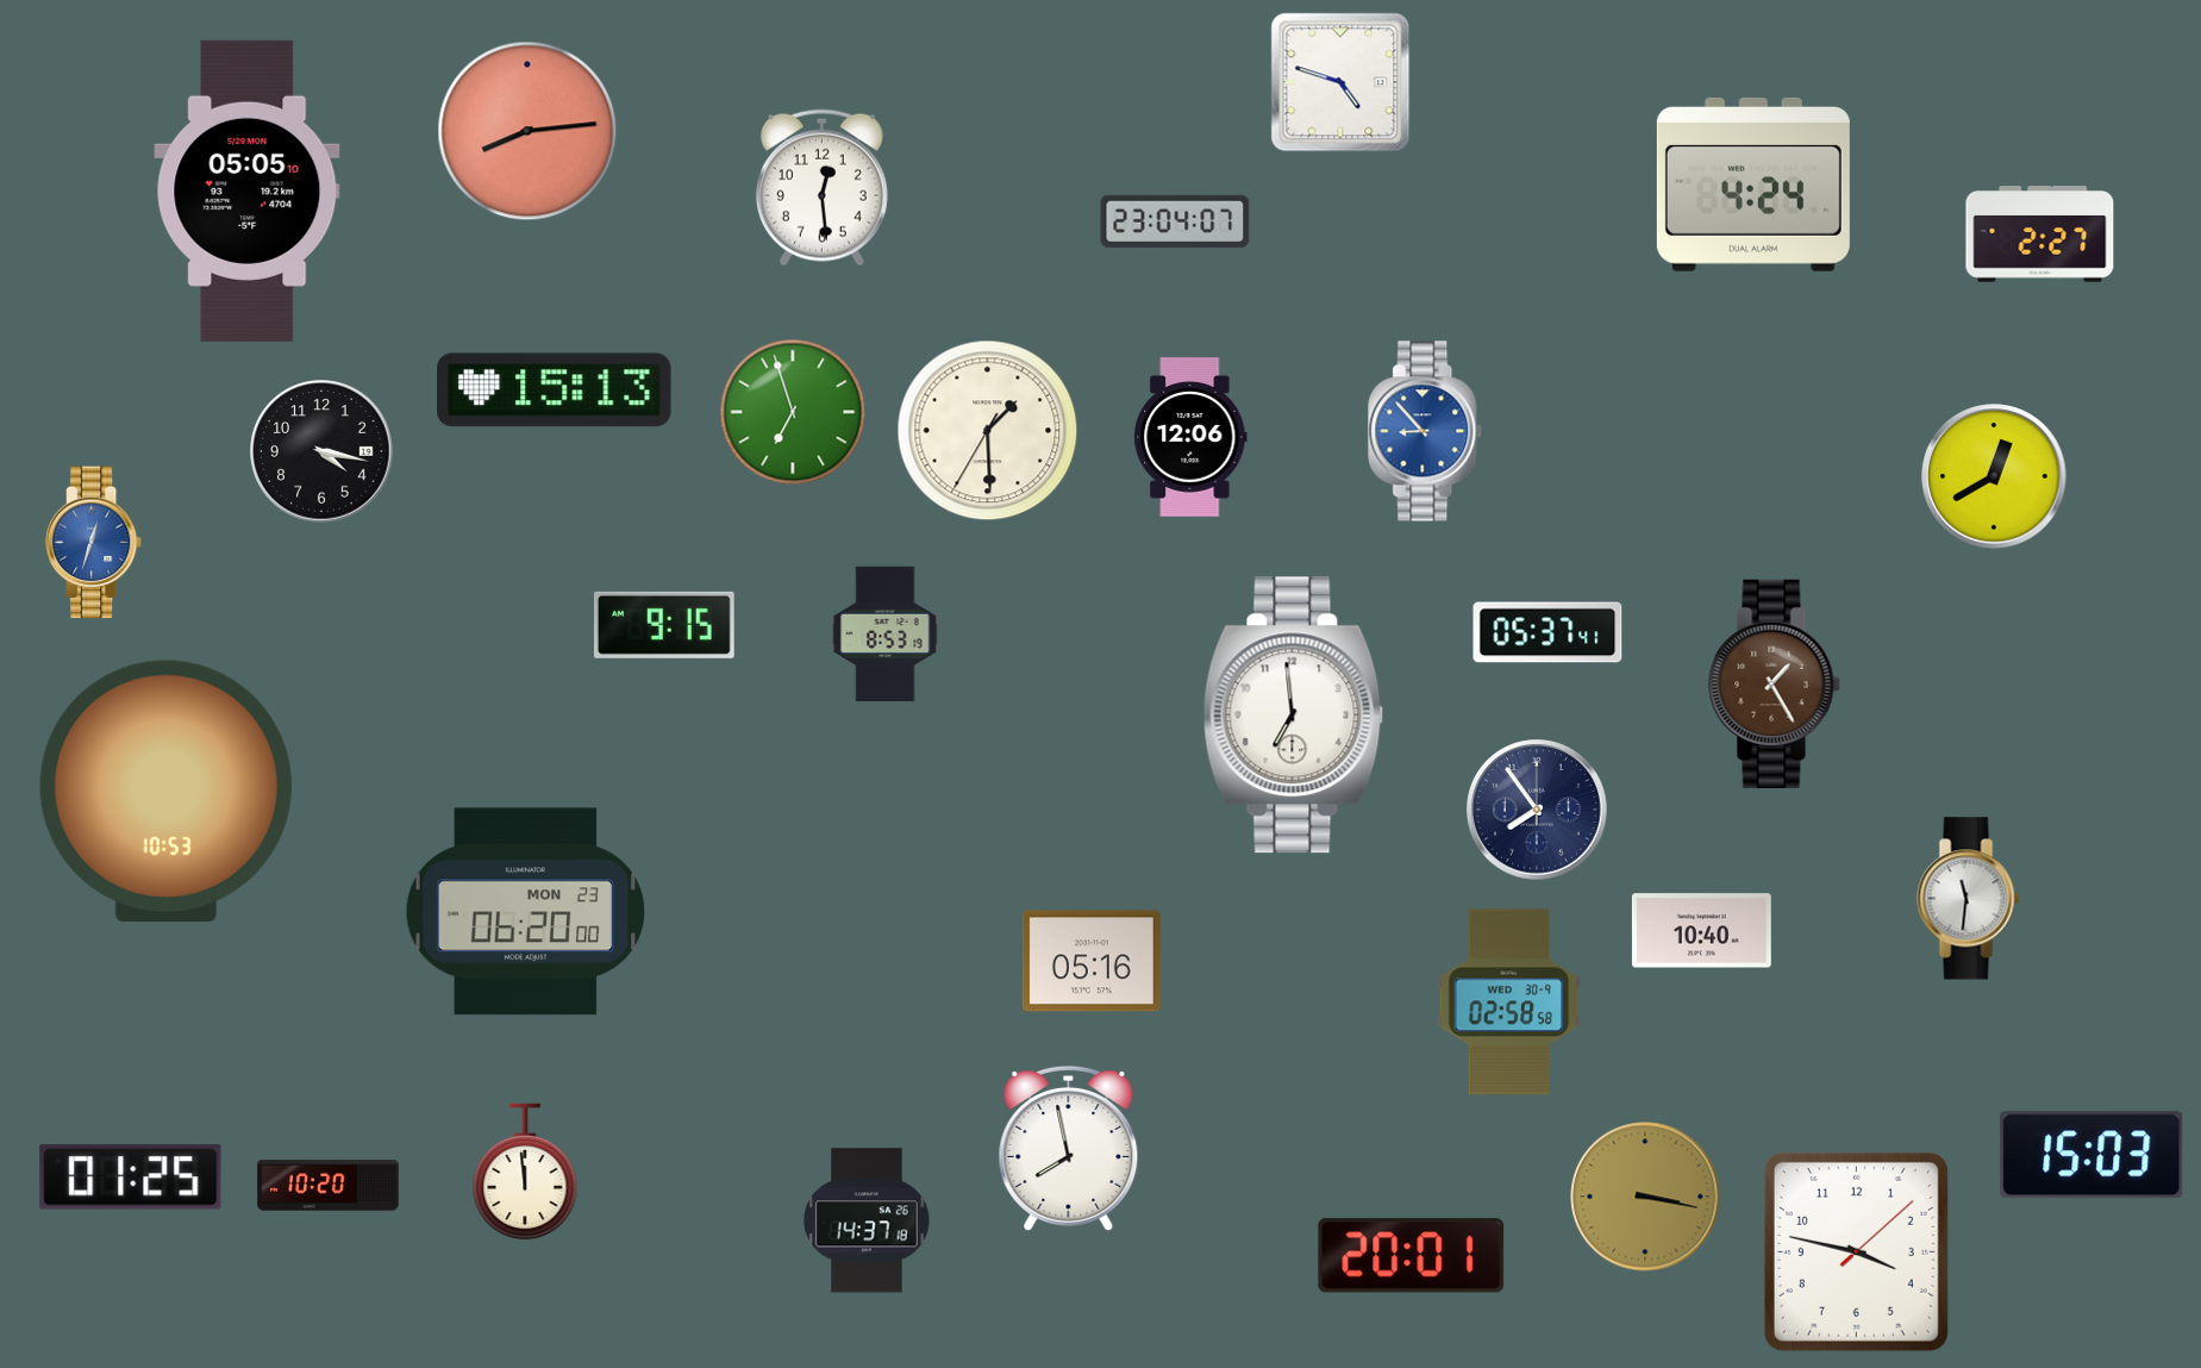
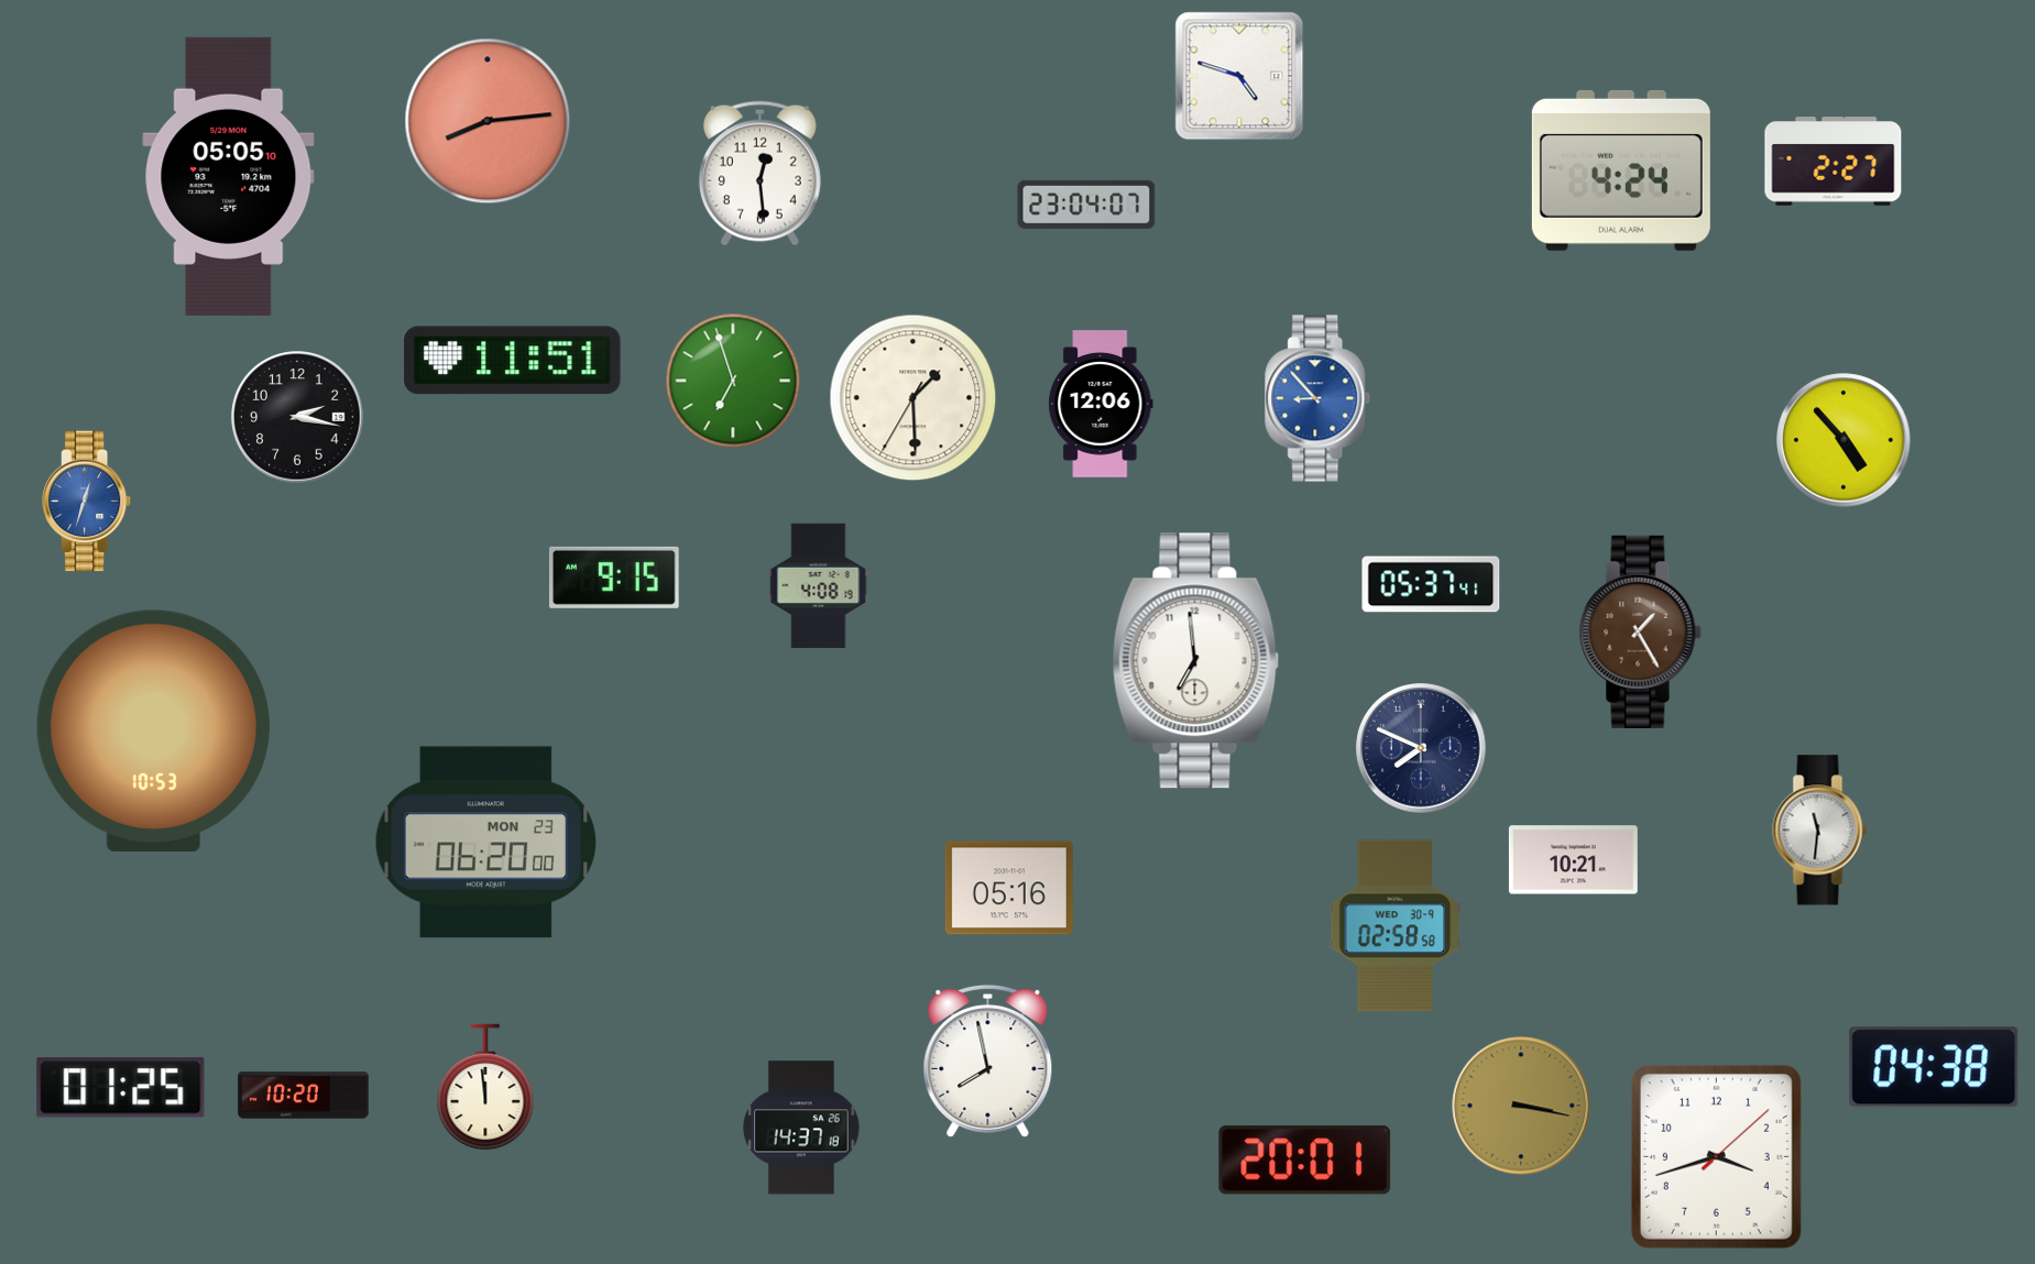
clock at (2040, 235) position: (2040, 235) -> (1834, 162)
clock at (555, 391): 15:13 -> 11:51
clock at (321, 451): 4:17 -> 2:17
clock at (1994, 476): 12:40 -> 4:53
clock at (886, 635): 8:53 -> 4:08
clock at (1537, 810): 7:54 -> 7:49
clock at (1701, 931): 10:40 -> 10:21
clock at (2091, 1155): 15:03 -> 04:38
clock at (525, 1172) position: (525, 1172) -> (485, 1087)
clock at (1856, 1251): 3:47 -> 3:42
